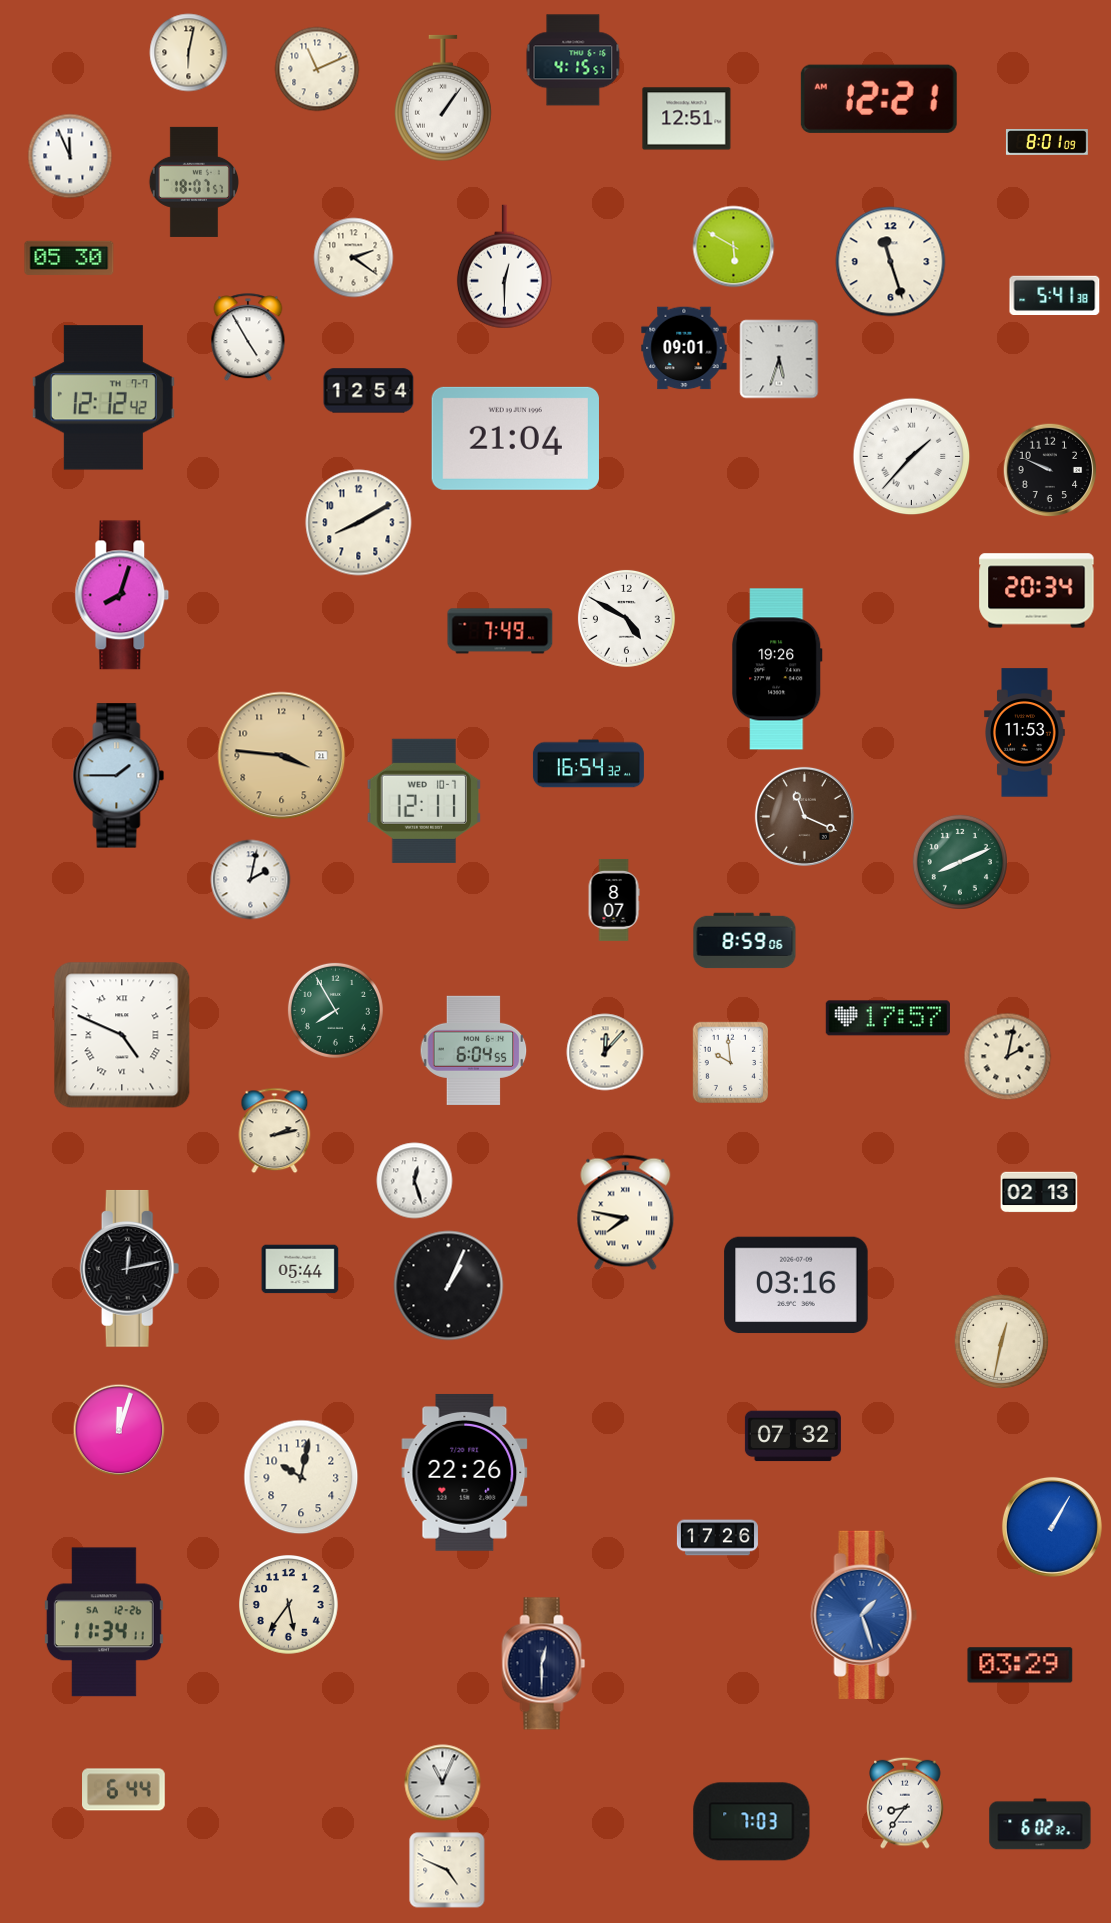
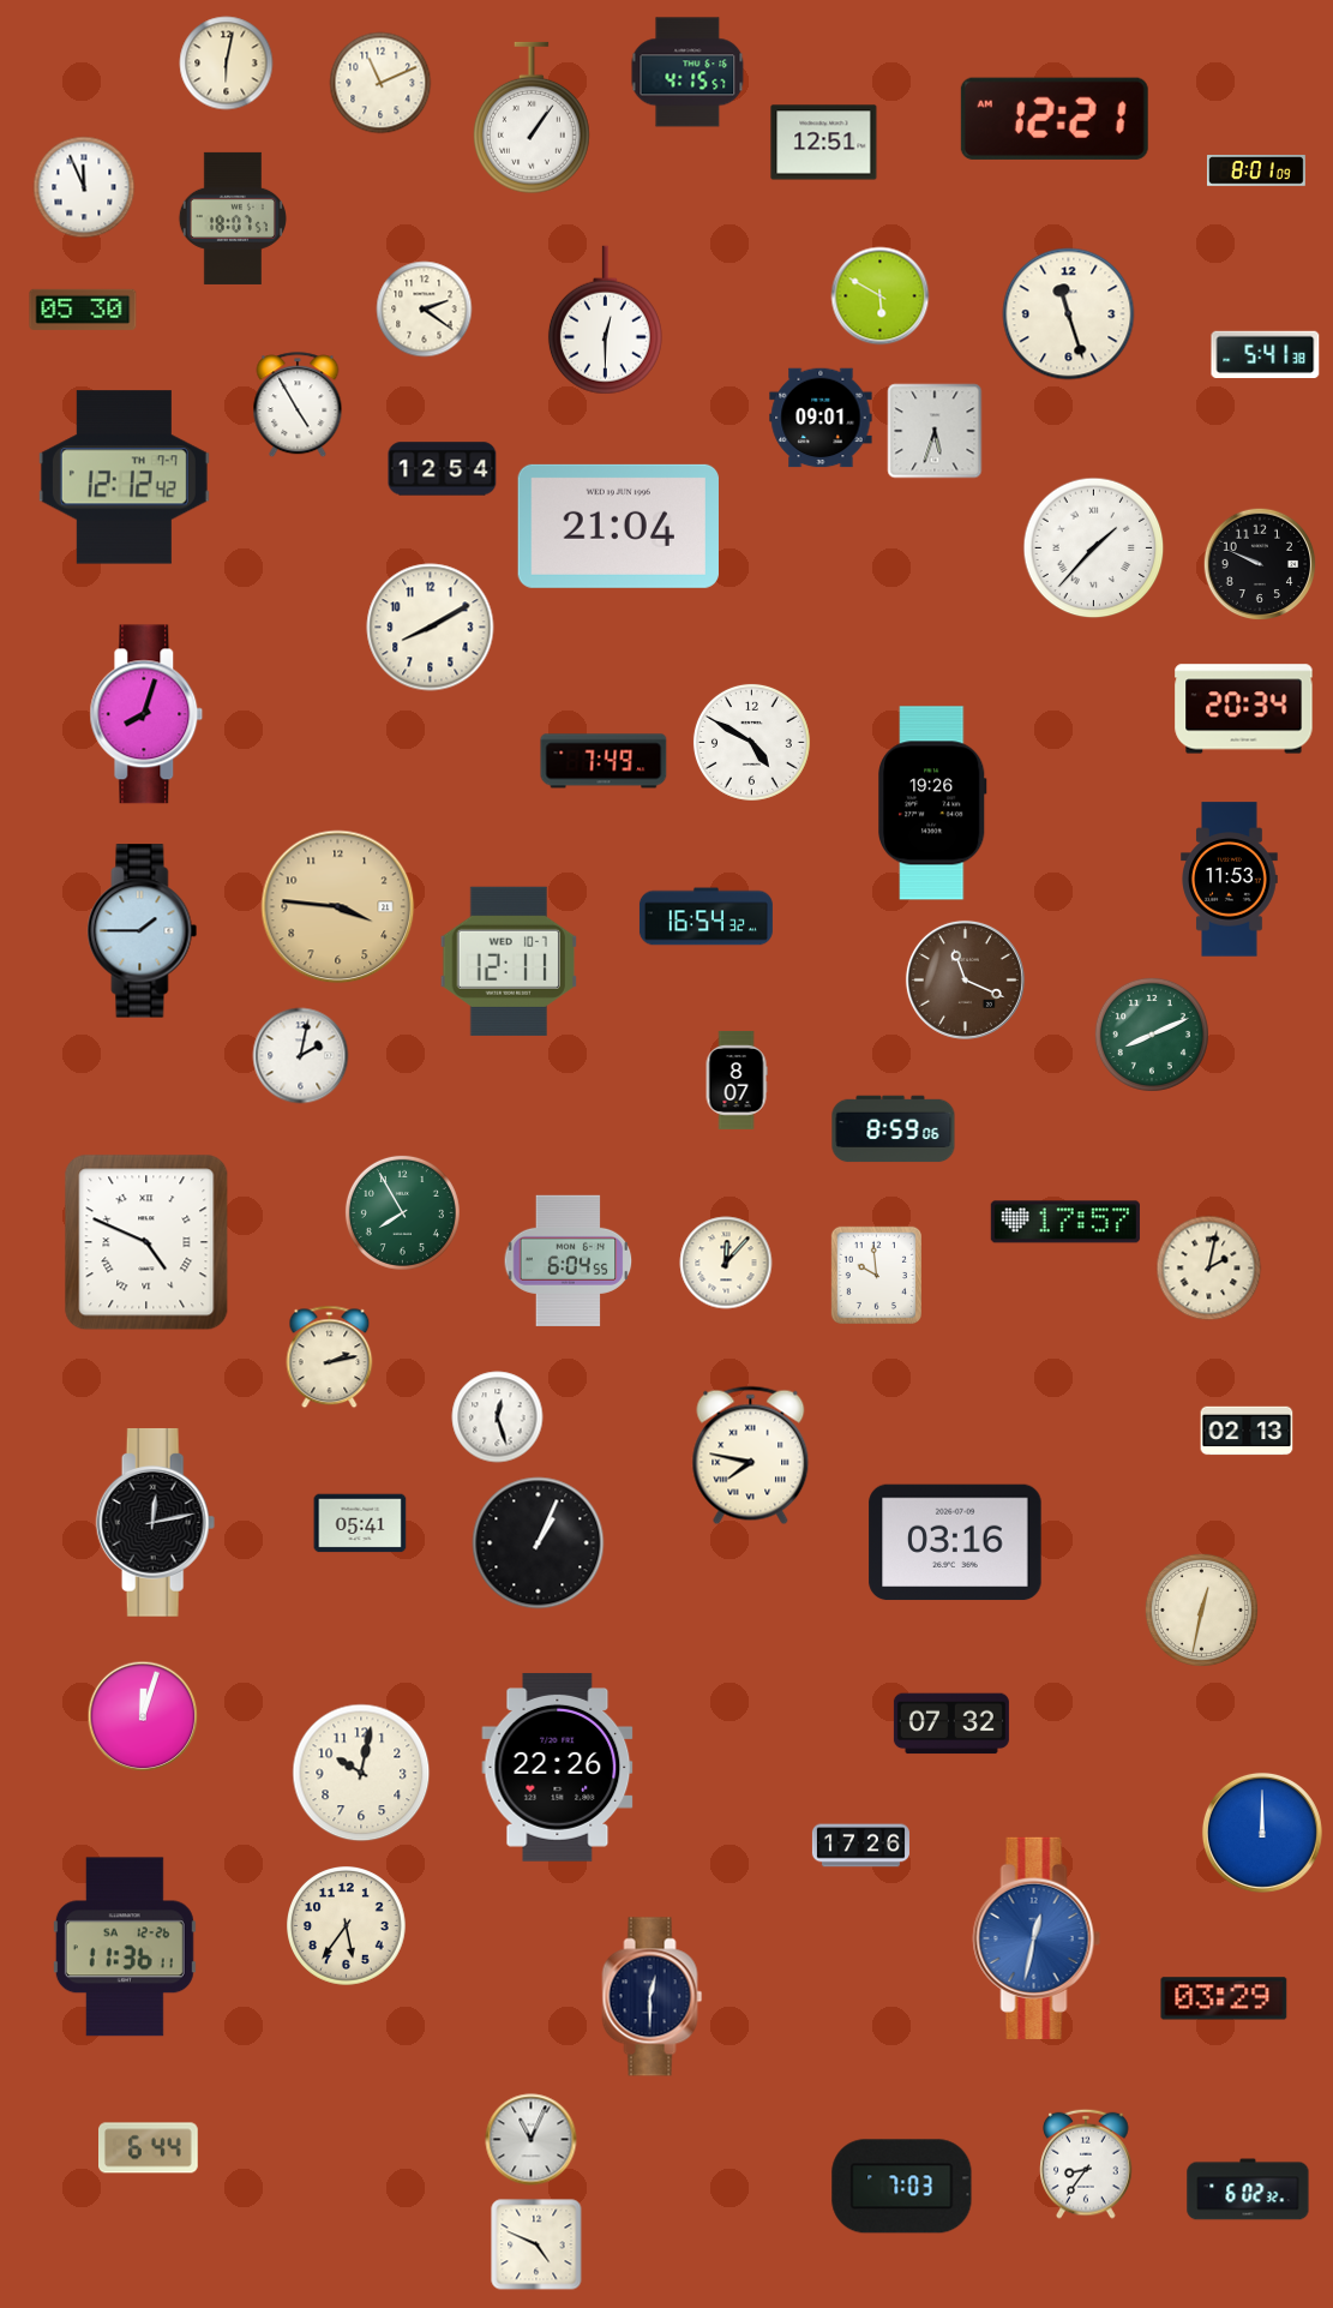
clock at (500, 631) position: (500, 631) -> (604, 761)
clock at (300, 1269): 05:44 -> 05:41
clock at (1052, 1527): 1:05 -> 12:00
clock at (864, 1615): 1:27 -> 12:32
clock at (104, 1622): 11:34 -> 11:36
